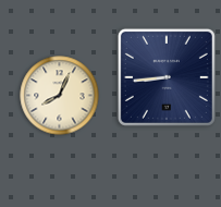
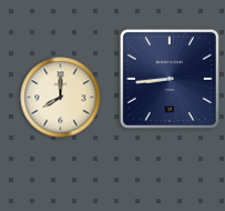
clock at (60, 96): 8:04 -> 8:00
